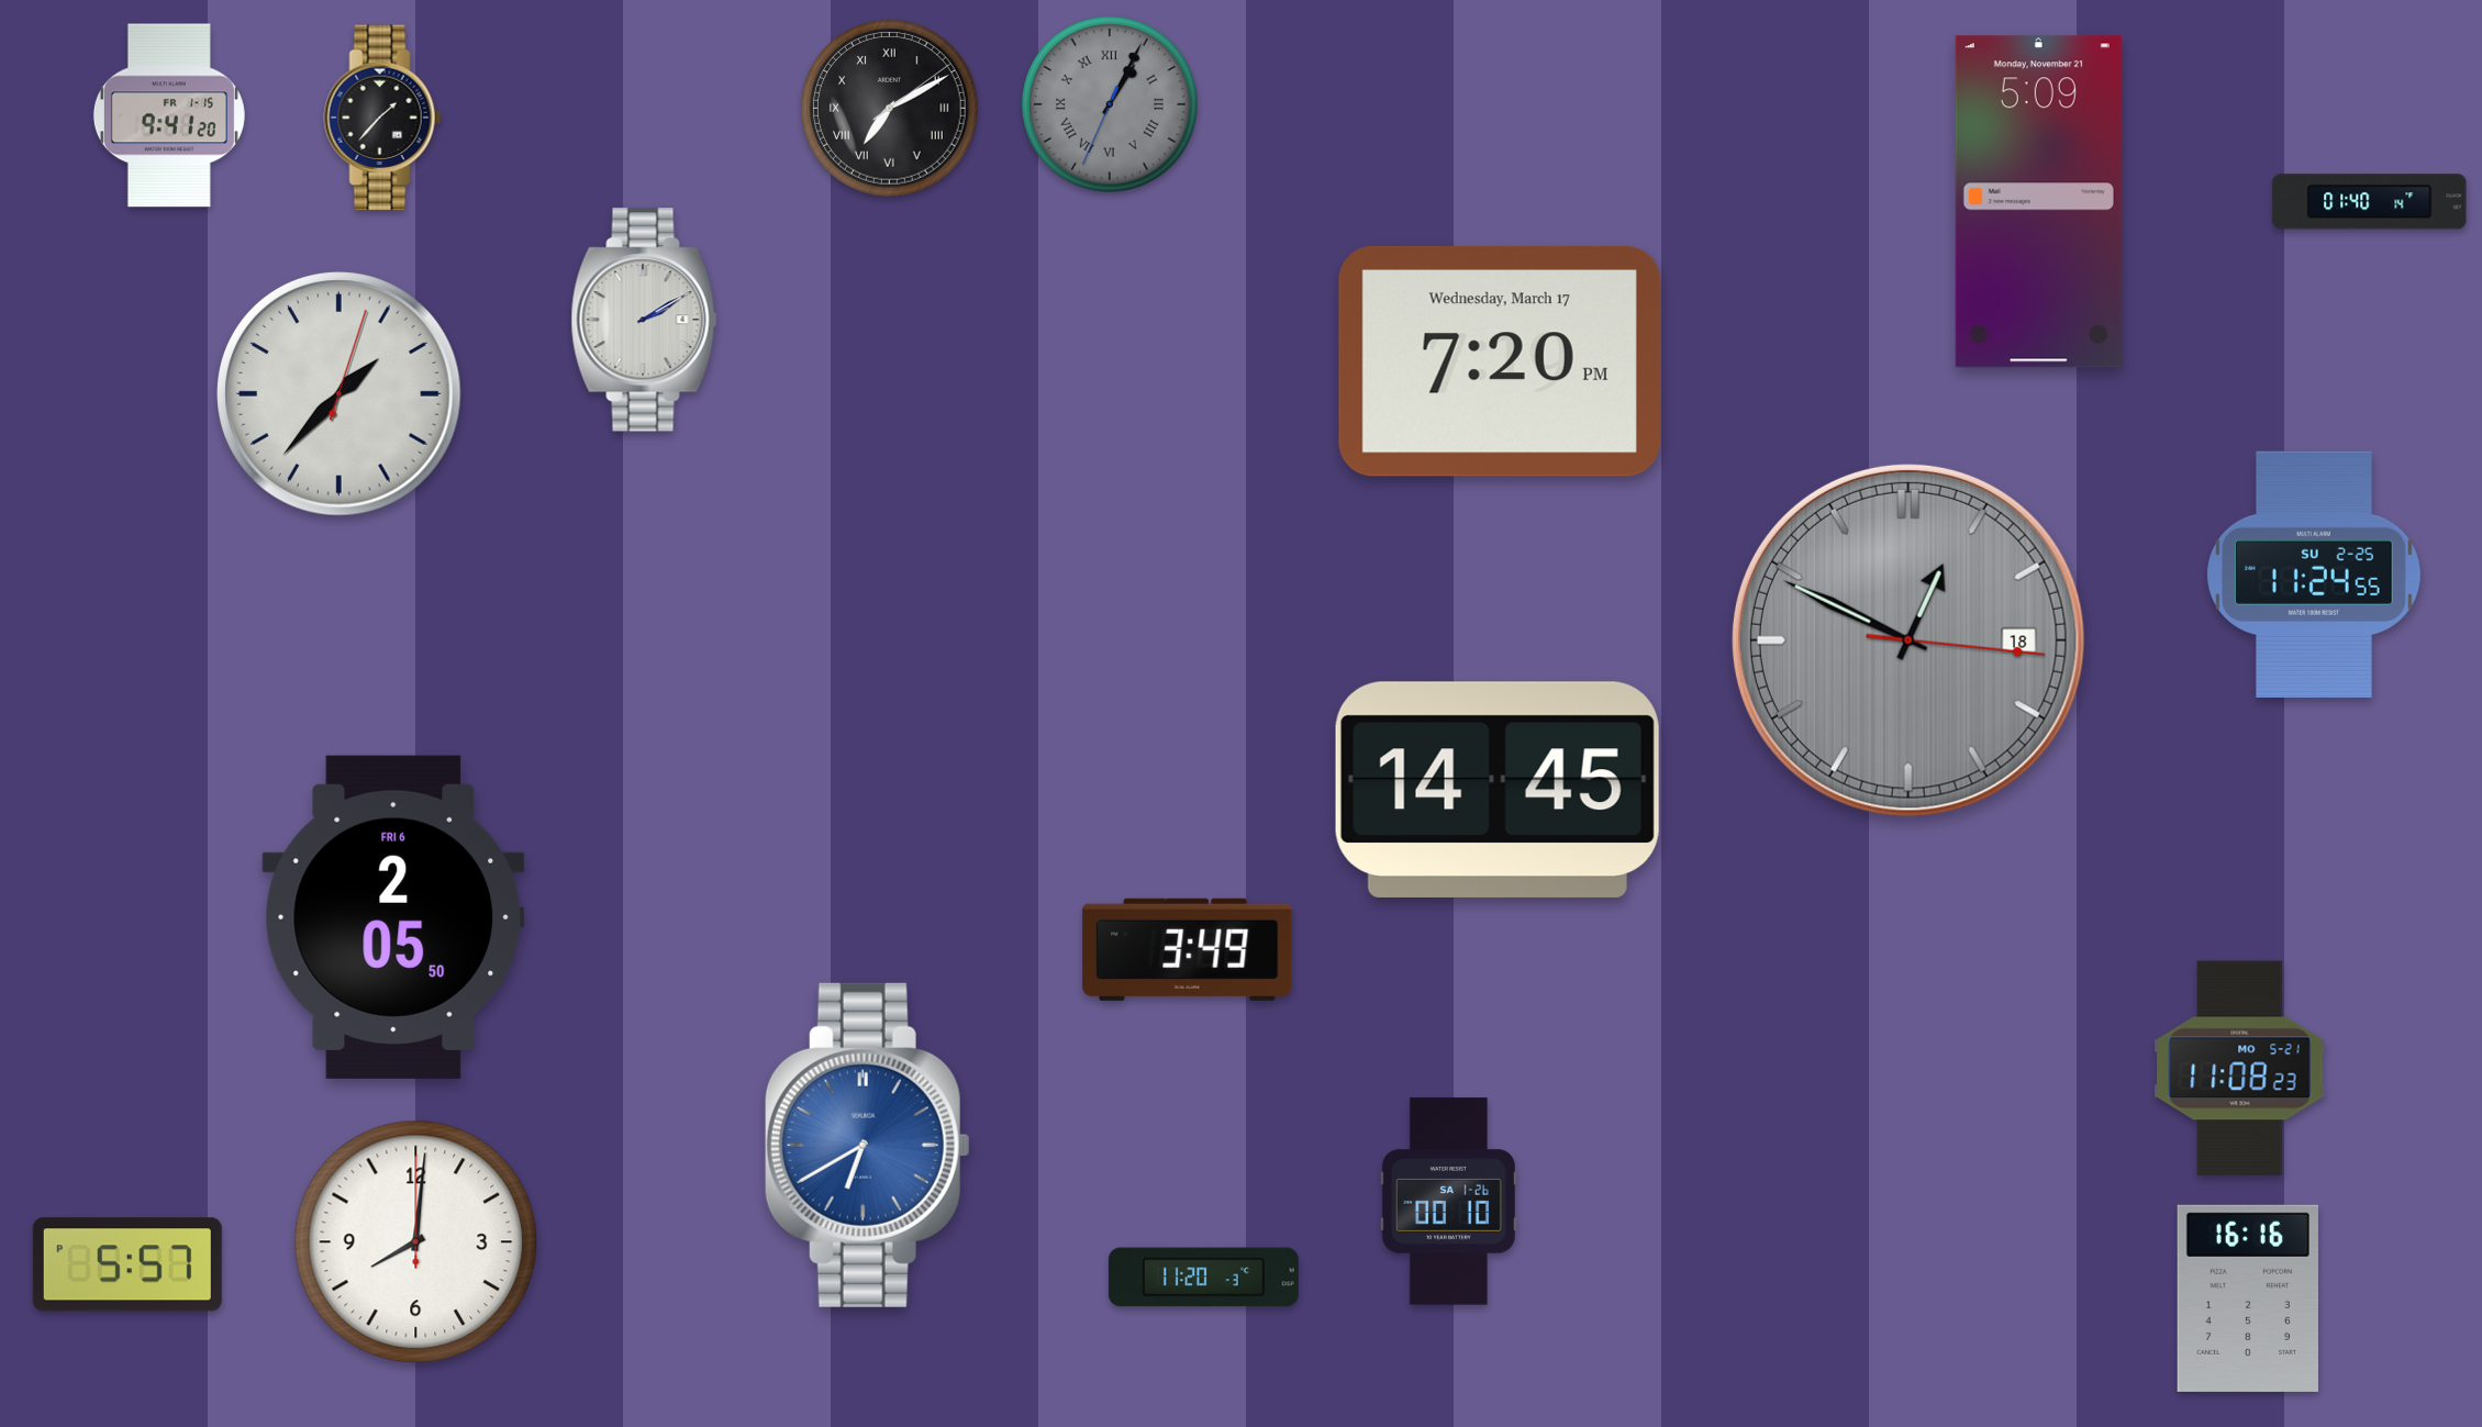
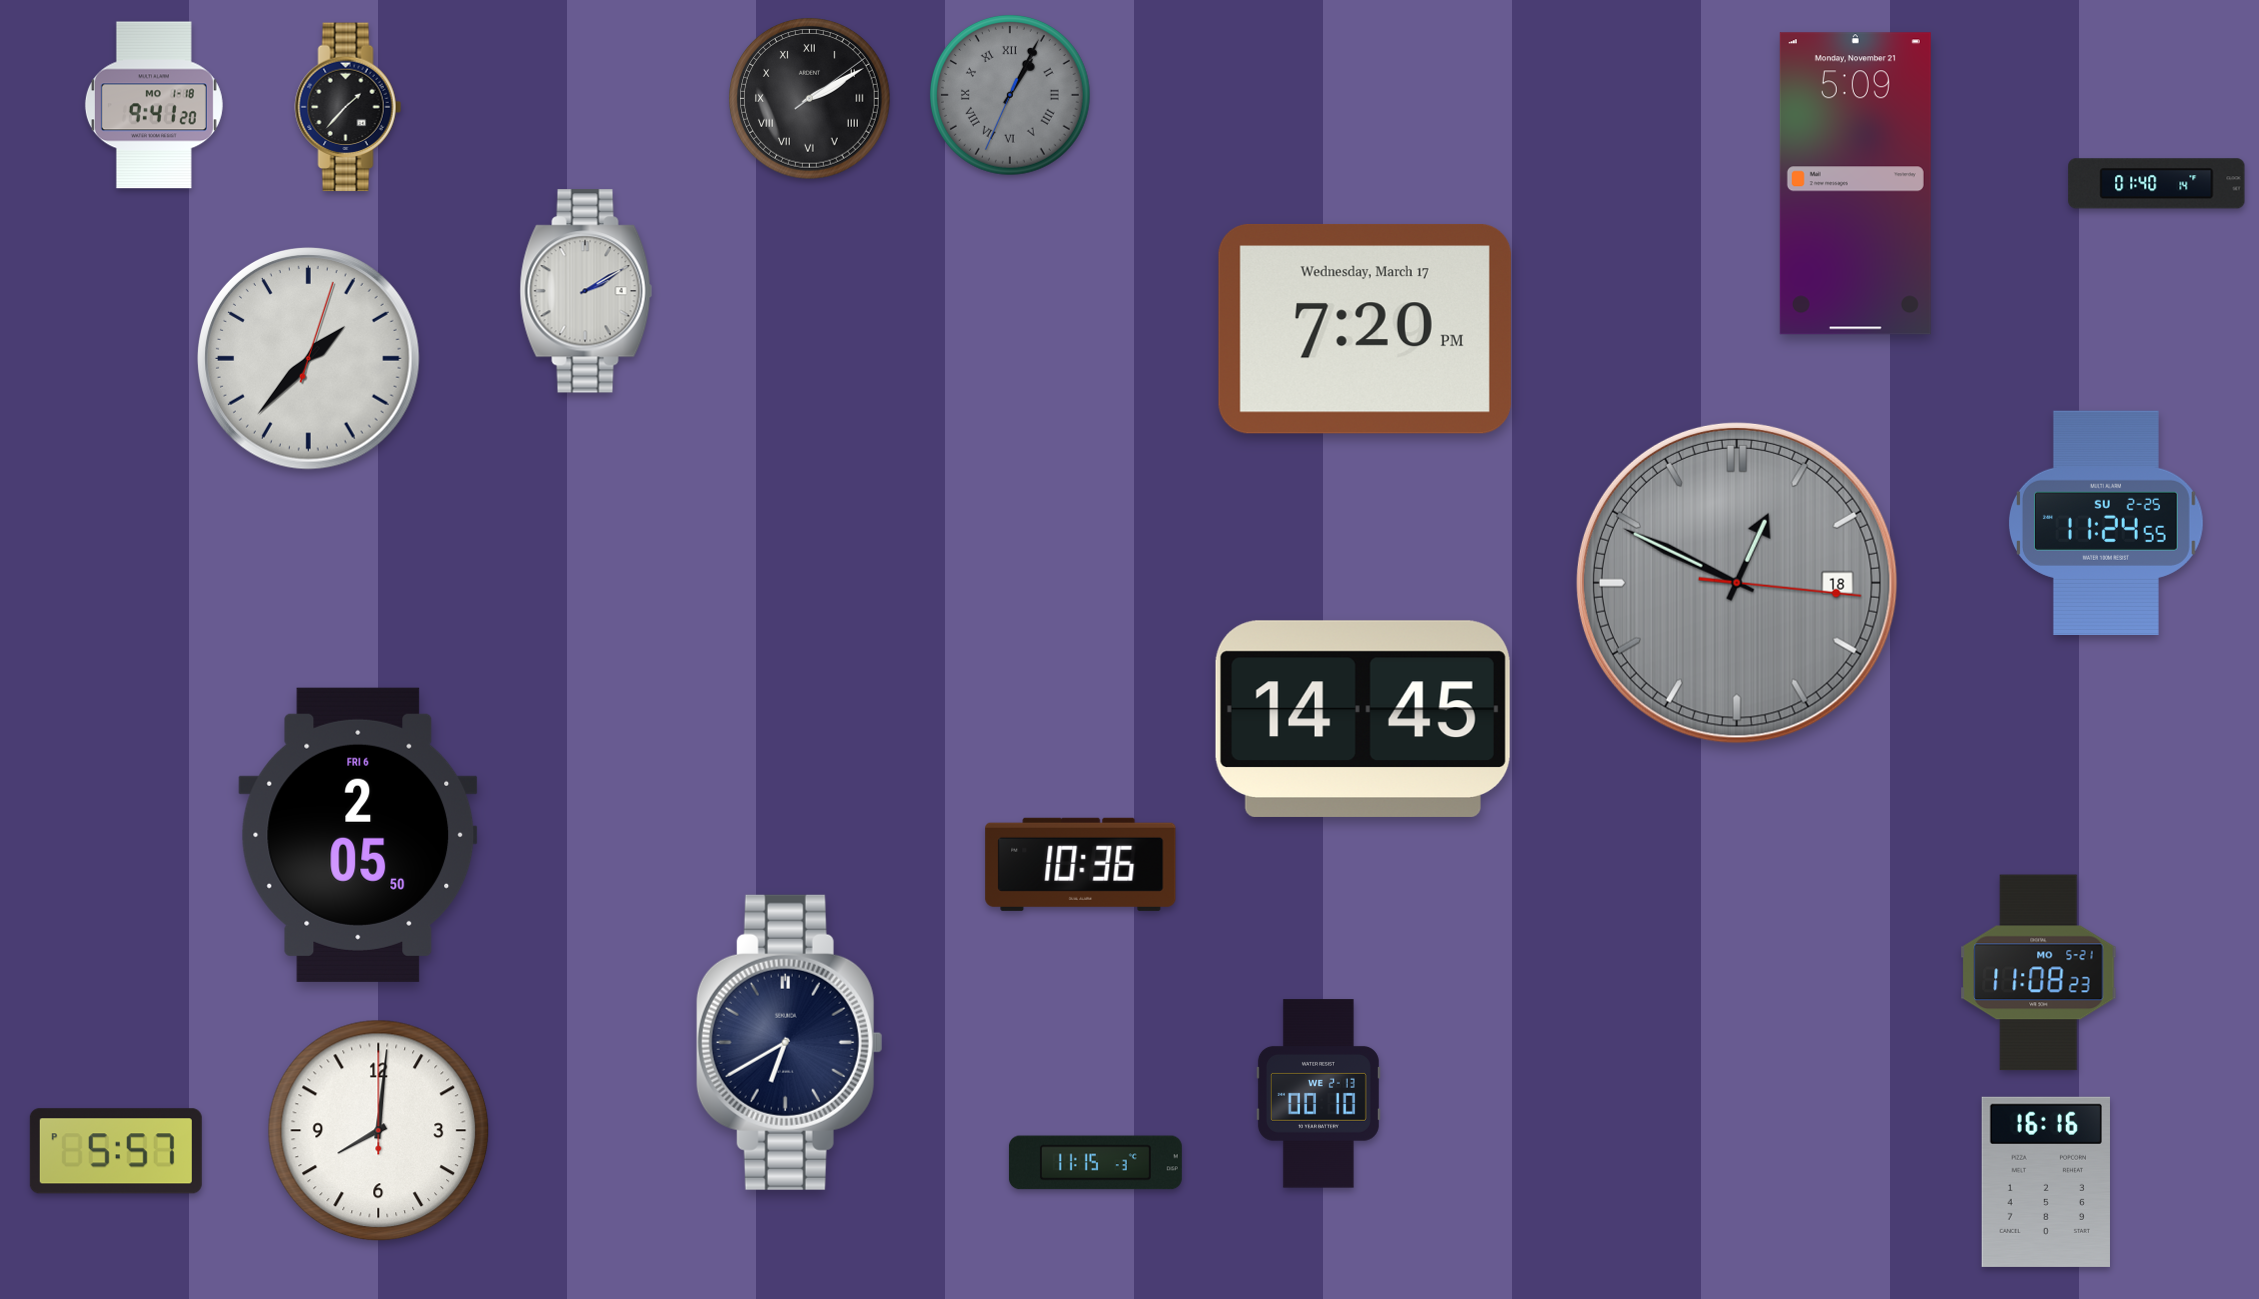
clock at (890, 109): 7:10 -> 2:10
clock at (169, 115) date: FR 1-15 -> MO 1-18
clock at (1188, 949): 3:49 -> 10:36
clock at (867, 1145) dial: blue -> navy
clock at (1448, 1202) date: SA 1-26 -> WE 2-13
clock at (1203, 1278): 11:20 -> 11:15
